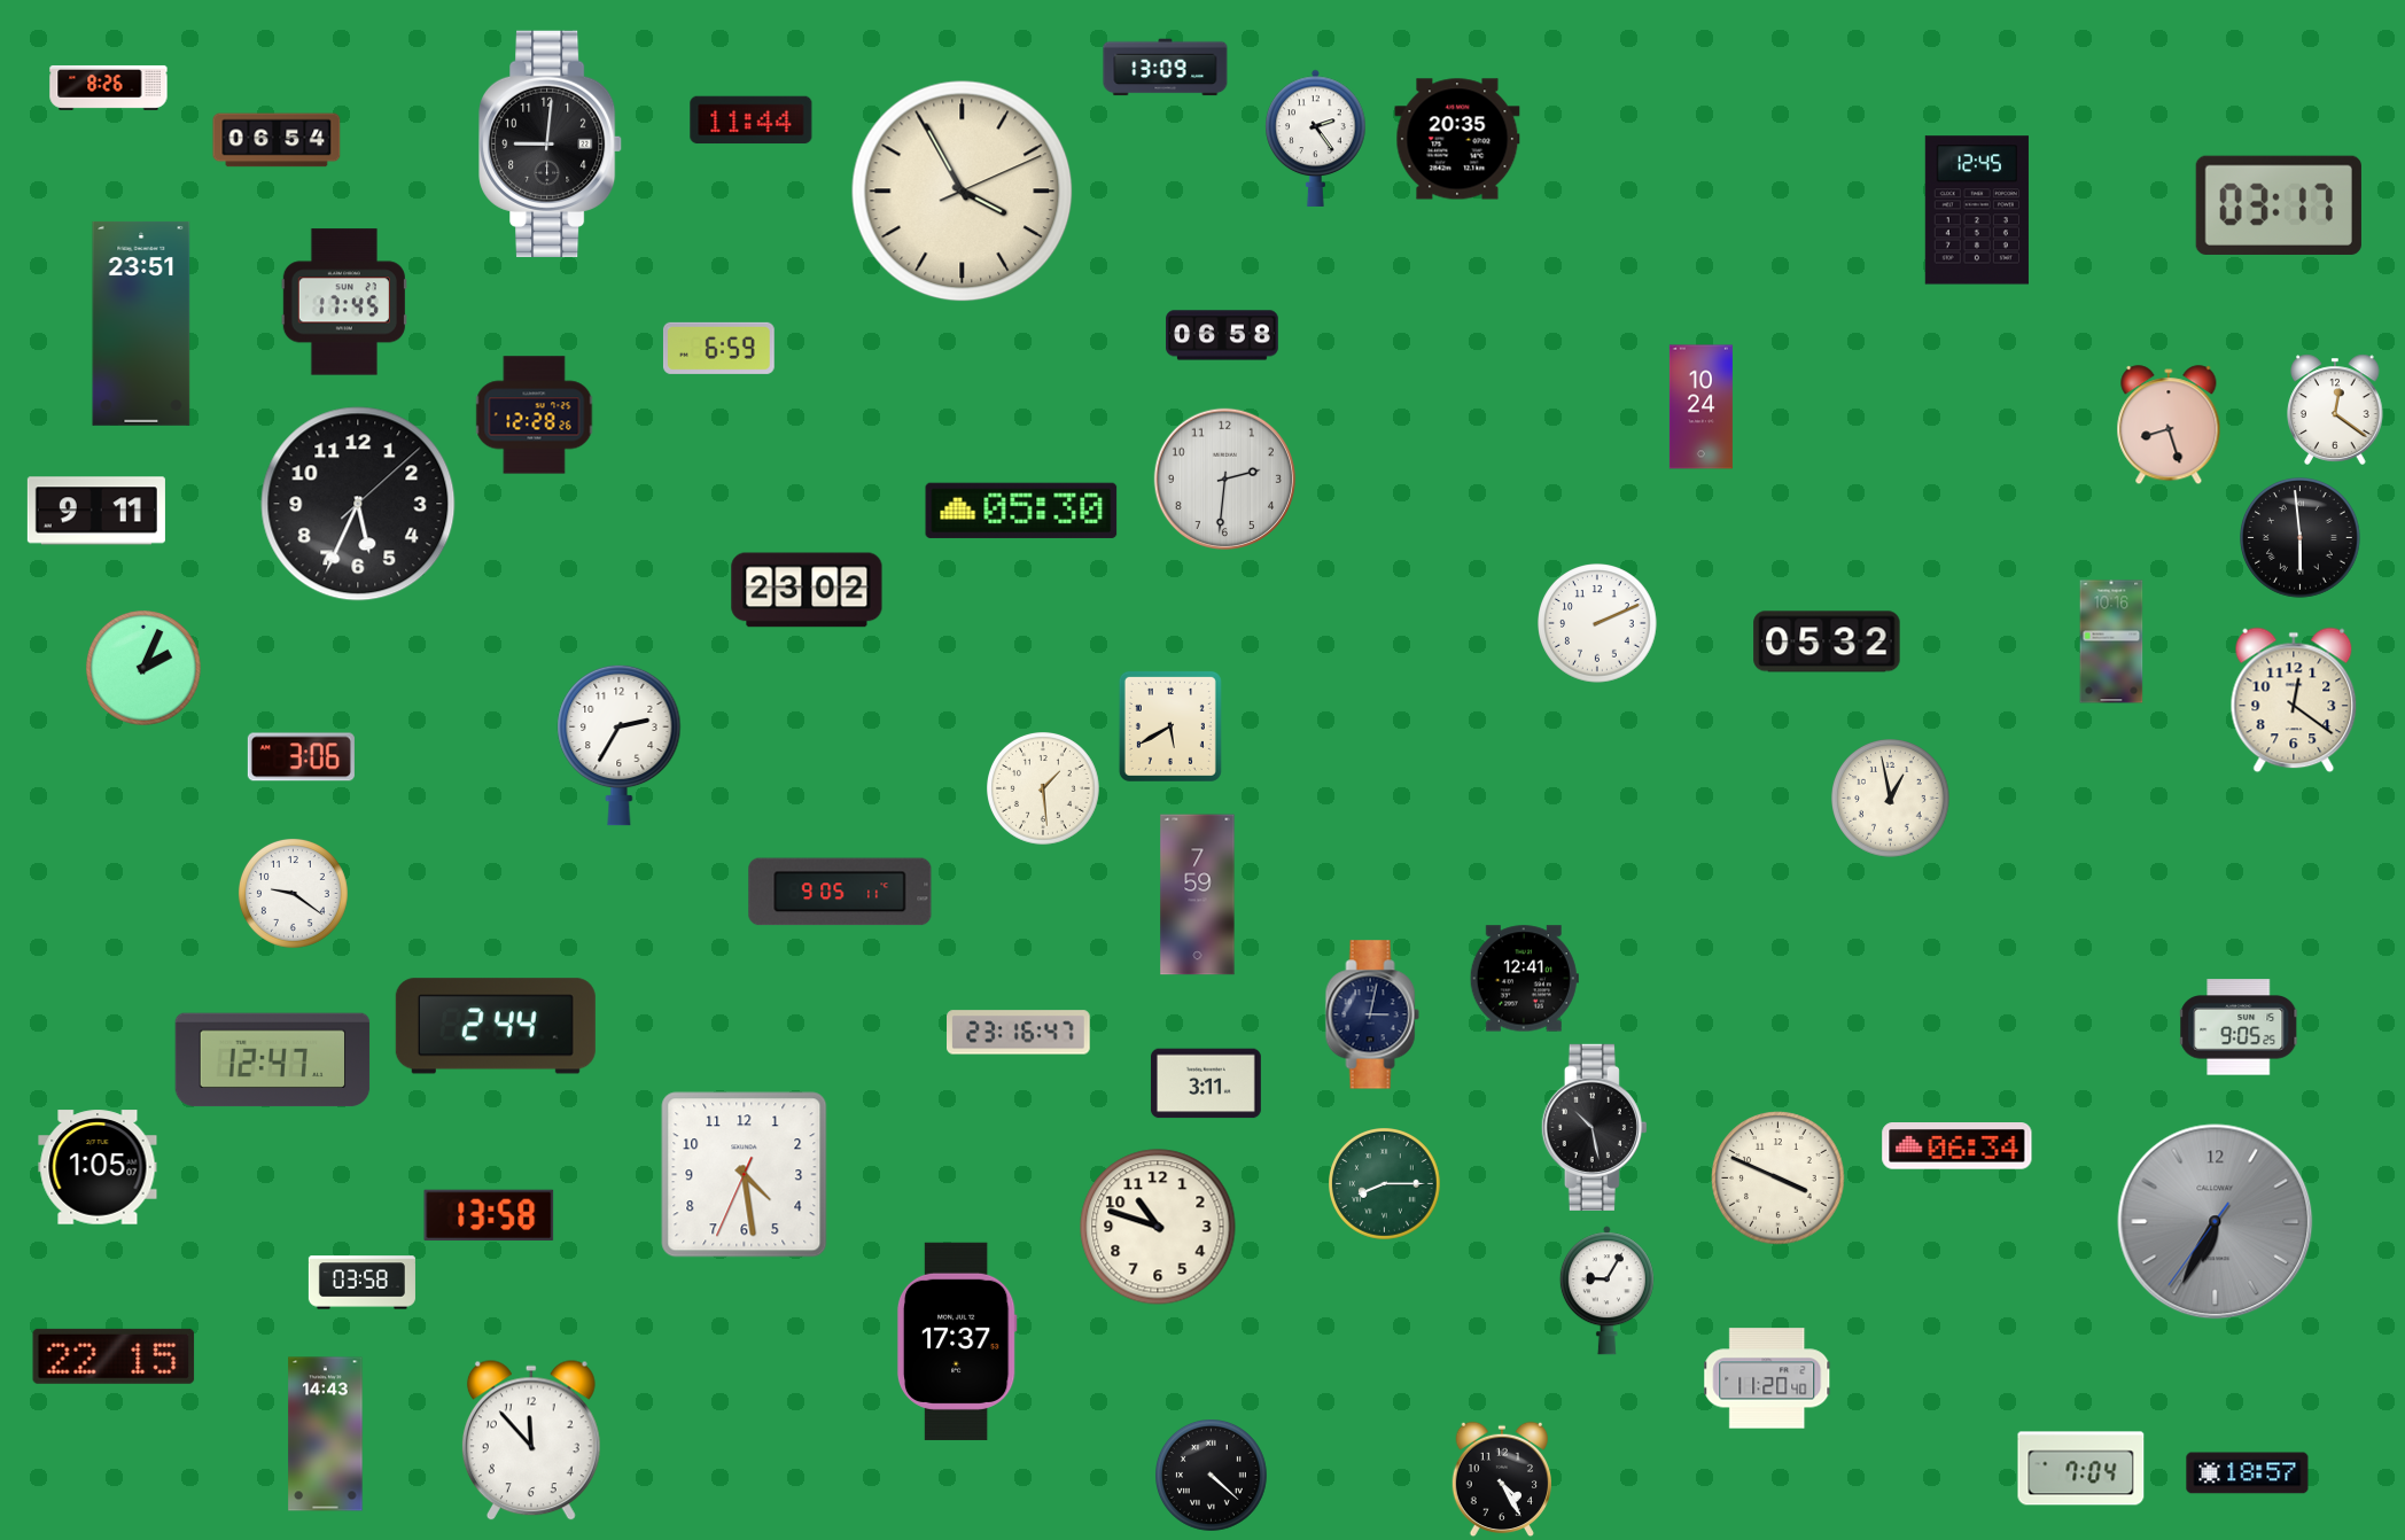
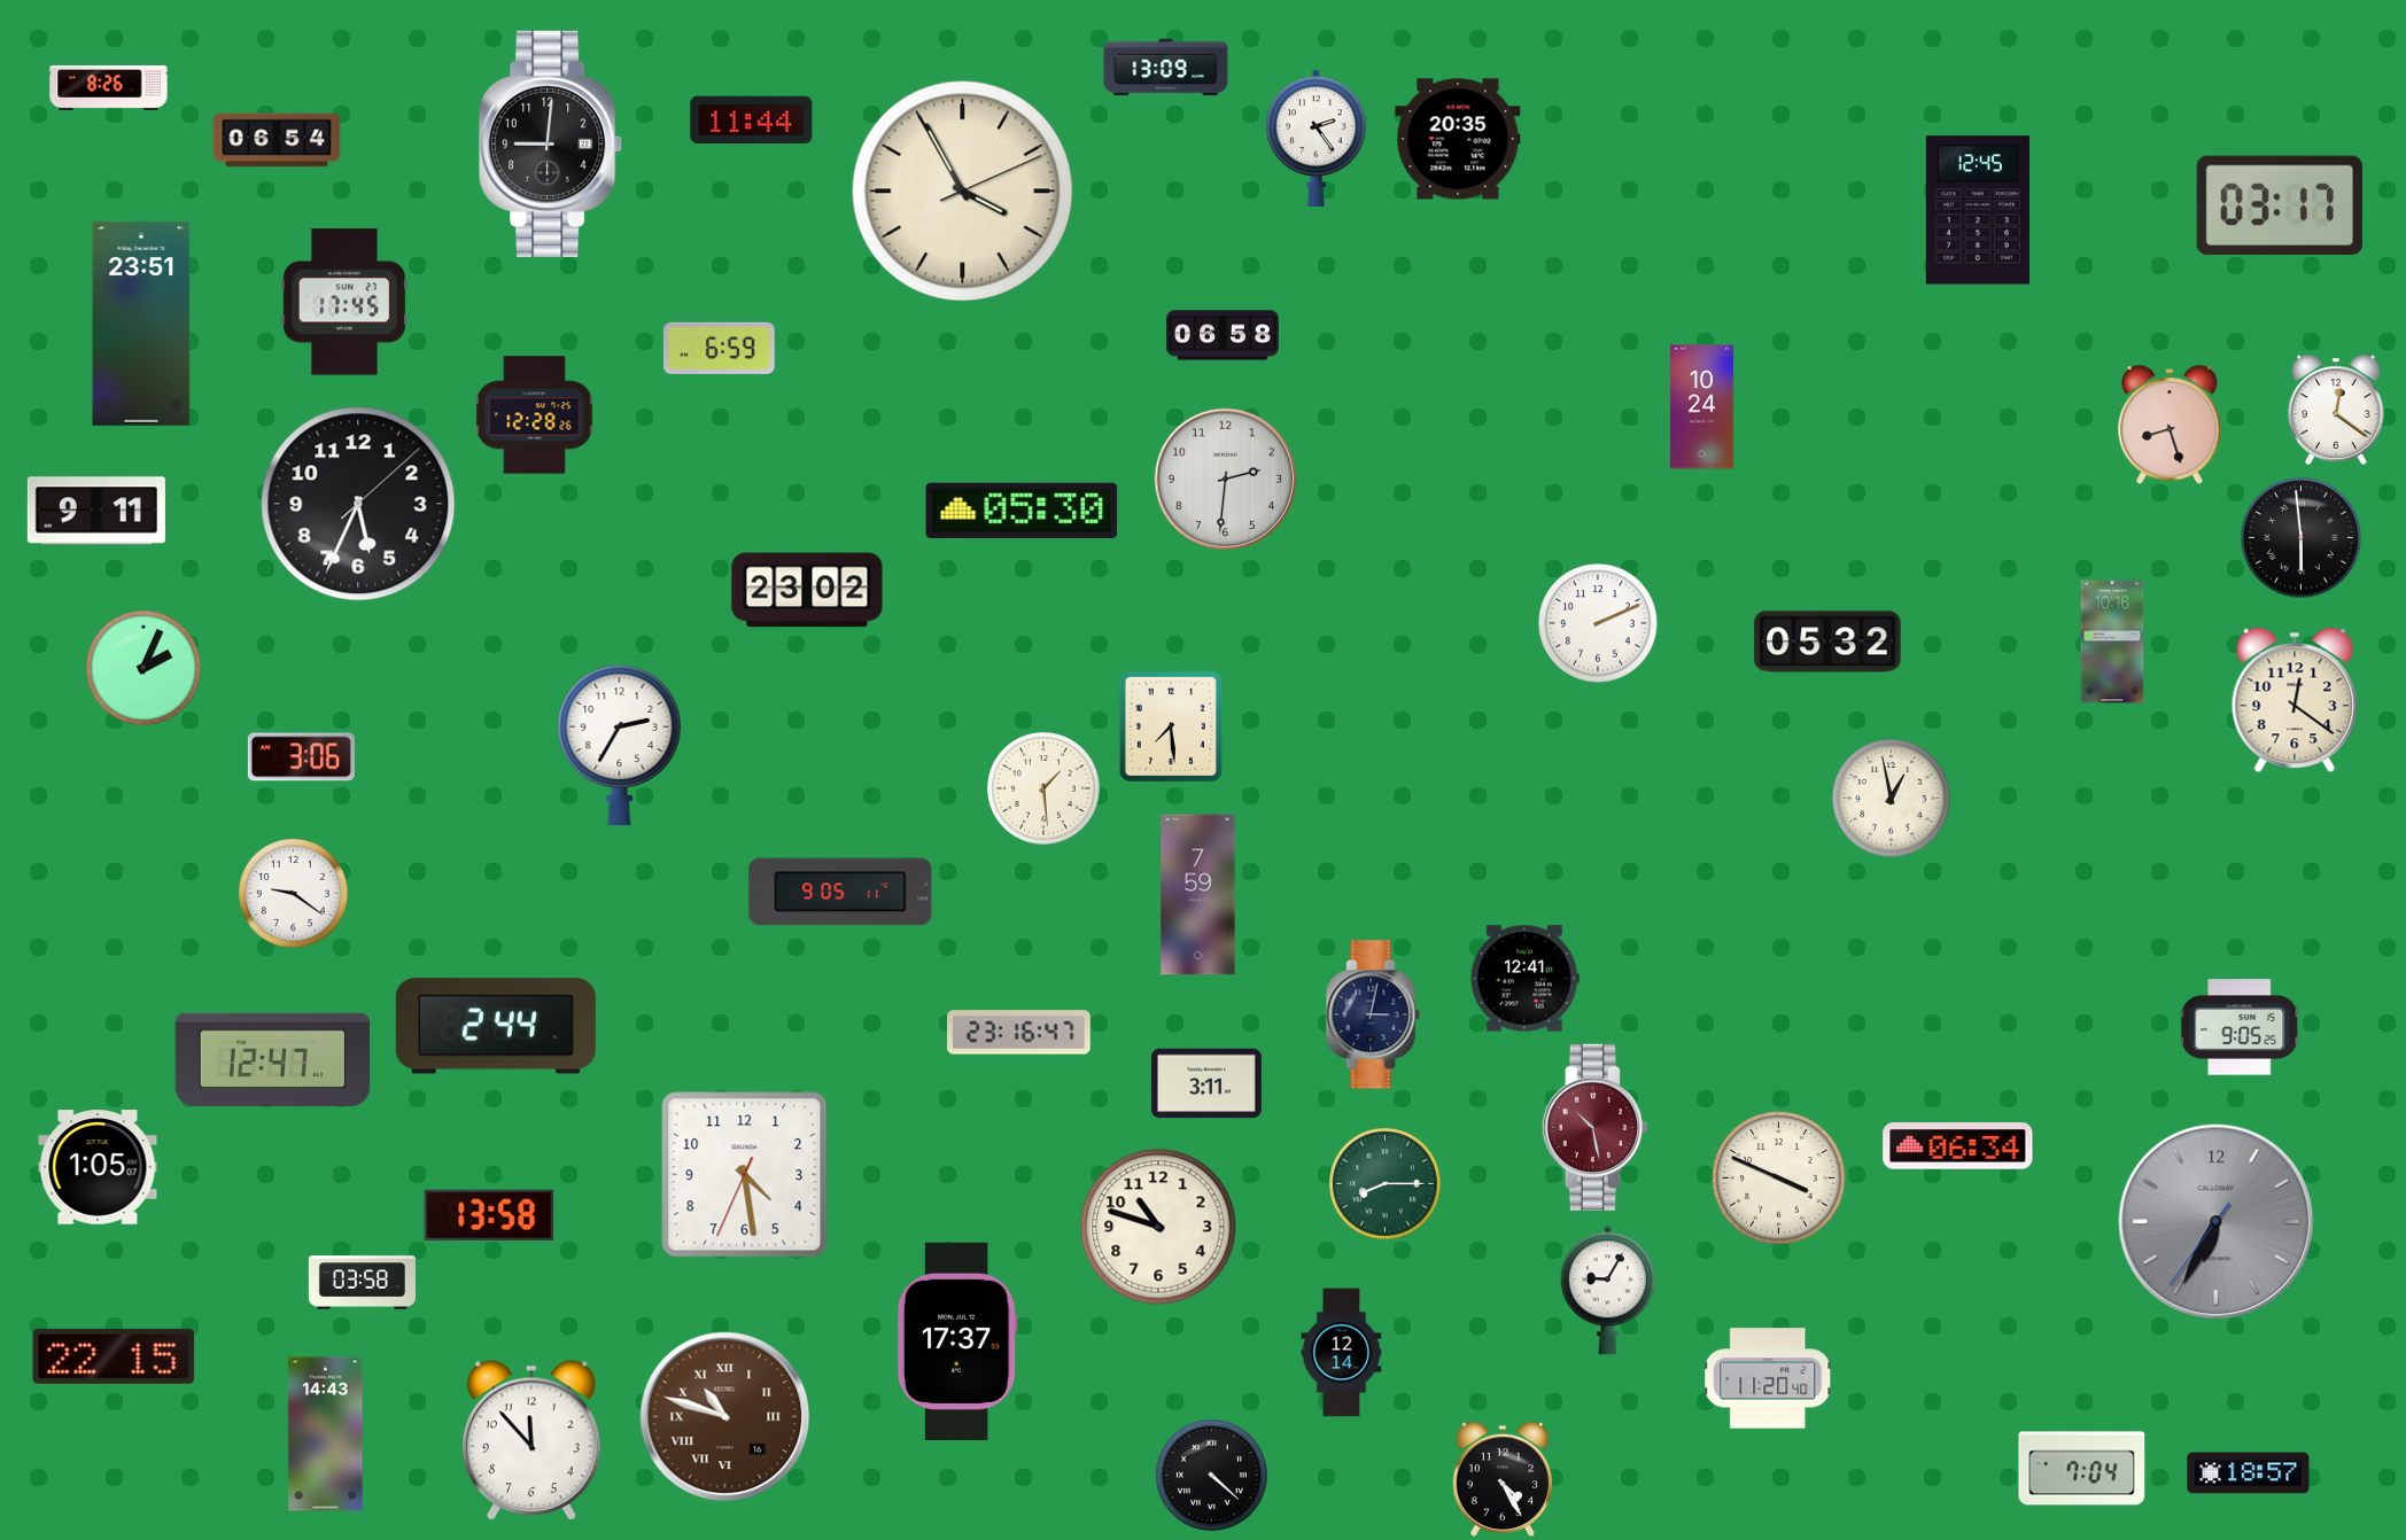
clock at (1170, 726): 5:40 -> 7:29
clock at (1594, 1127) dial: black -> burgundy
clock at (1342, 1353): none -> 12:14
clock at (725, 1417): none -> 10:48
